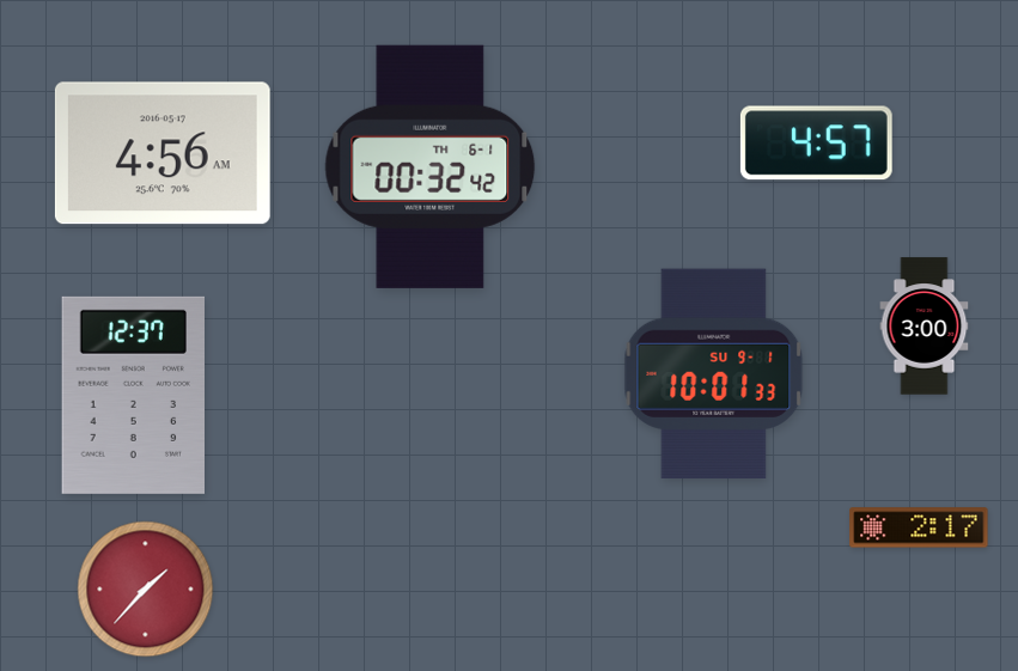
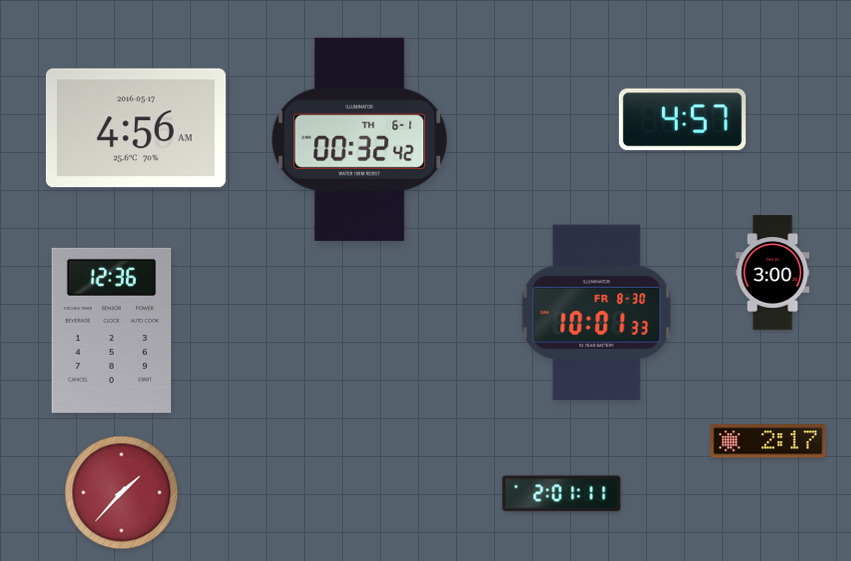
clock at (714, 374) date: SU 9-1 -> FR 8-30
clock at (133, 395): 12:37 -> 12:36
clock at (562, 494): none -> 2:01
